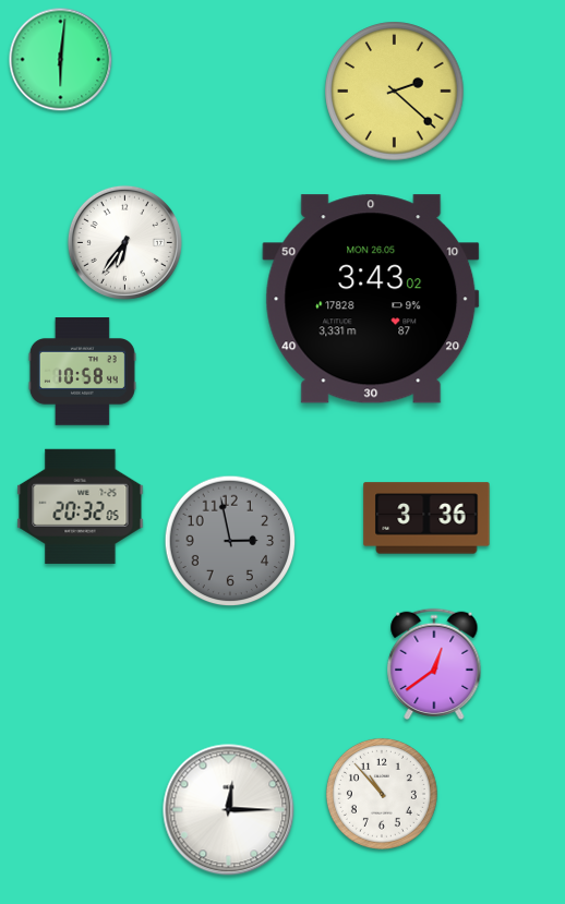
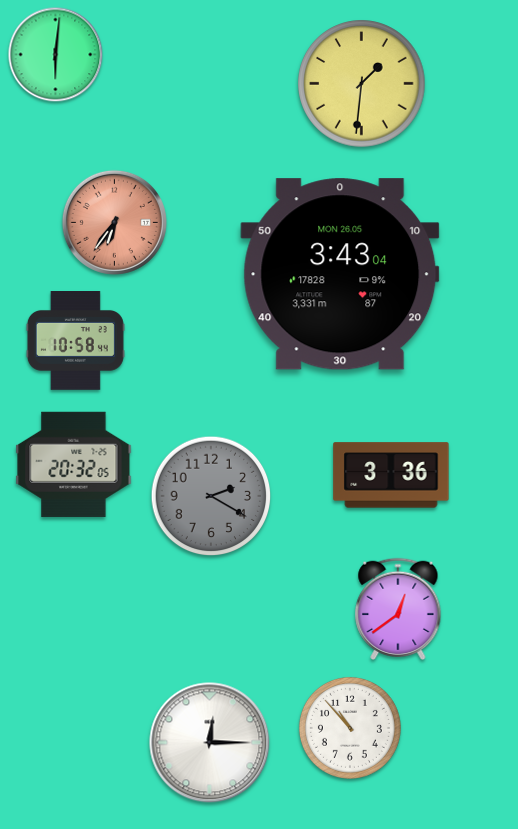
clock at (395, 92): 2:22 -> 1:31
clock at (124, 242) dial: white -> salmon
clock at (371, 299): 3:43:02 -> 3:43:04
clock at (230, 541): 2:58 -> 2:20
